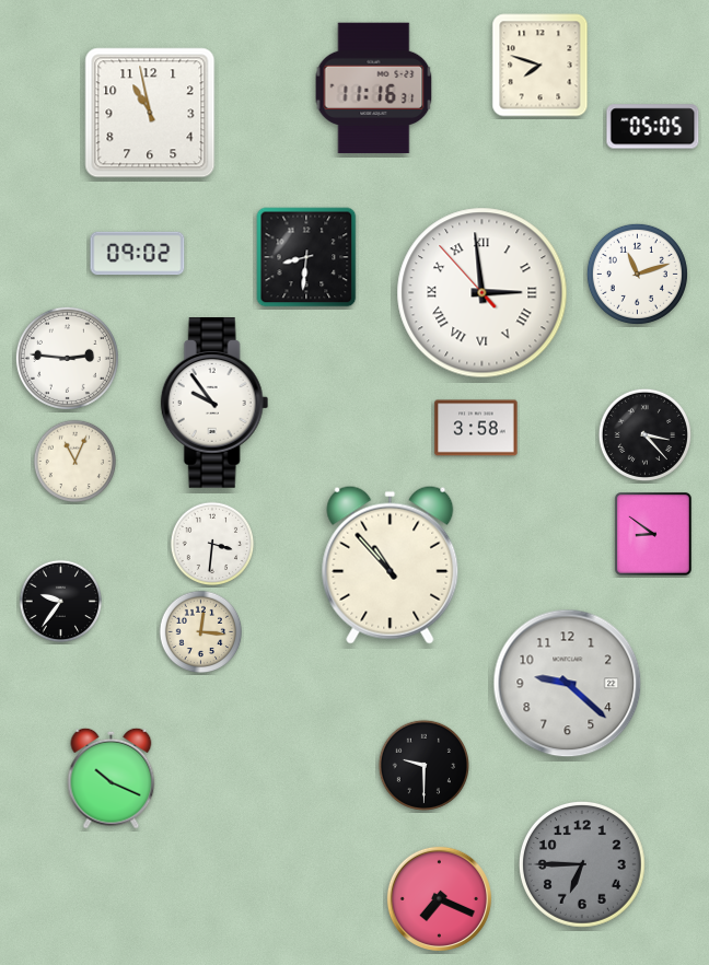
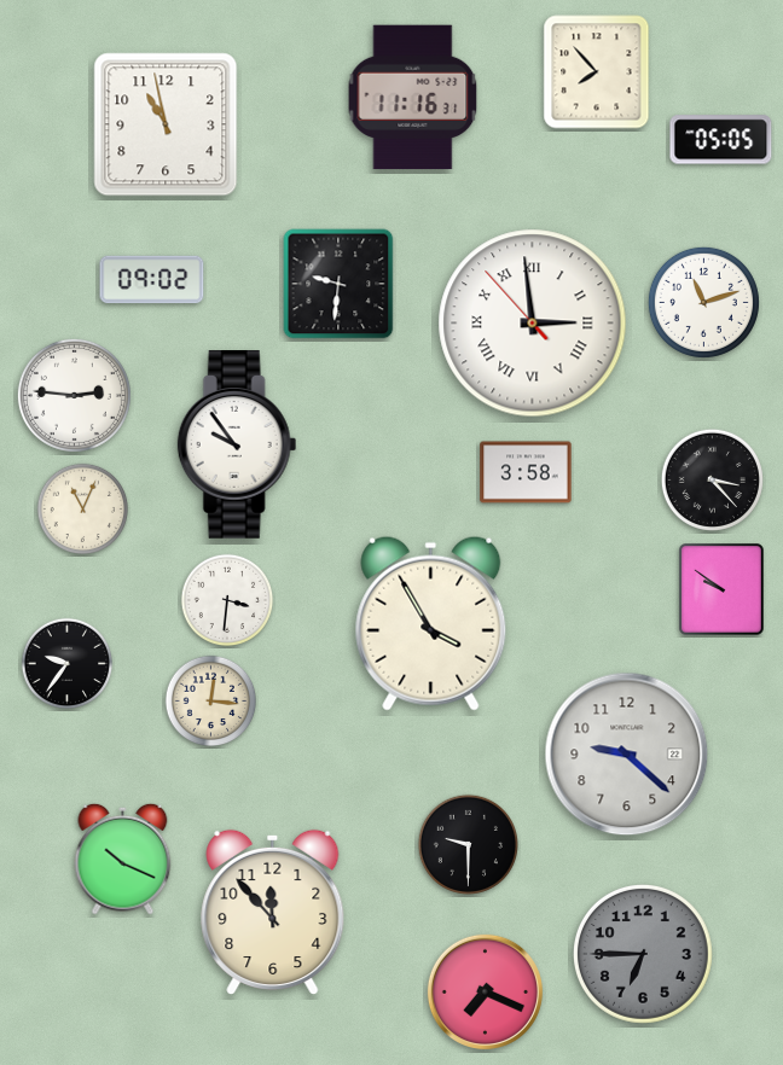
clock at (541, 66): 7:48 -> 7:53
clock at (306, 257): 8:31 -> 9:31
clock at (653, 534): 8:51 -> 9:51
clock at (212, 544) position: (212, 544) -> (227, 600)
clock at (391, 565): 10:53 -> 3:55
clock at (201, 632) position: (201, 632) -> (211, 702)
clock at (273, 913): none -> 11:53
